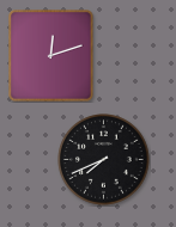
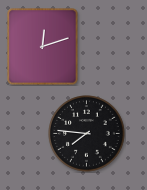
clock at (104, 160): 7:41 -> 7:46
